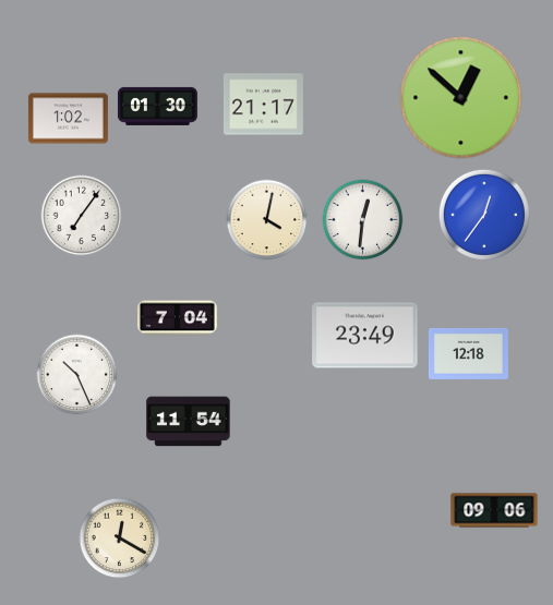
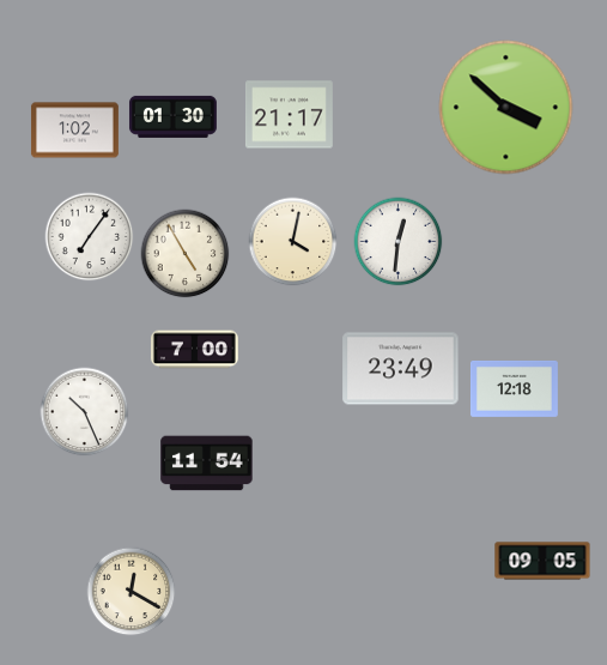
clock at (461, 98): 12:52 -> 3:52
clock at (484, 215): 12:36 -> none
clock at (186, 254): none -> 4:55
clock at (177, 318): 7:04 -> 7:00
clock at (494, 510): 09:06 -> 09:05
